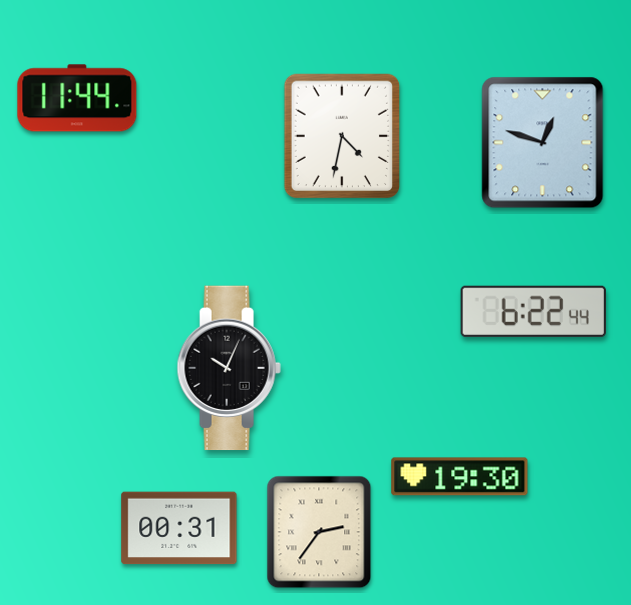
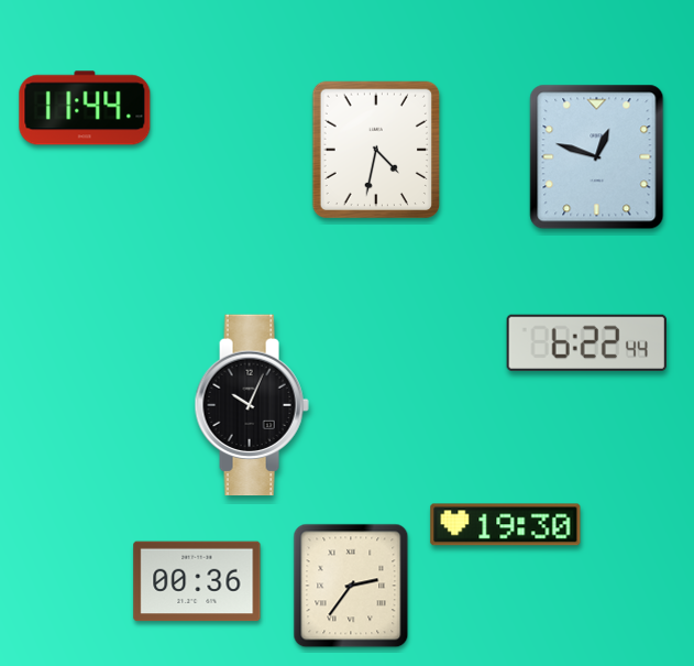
clock at (179, 528): 00:31 -> 00:36
